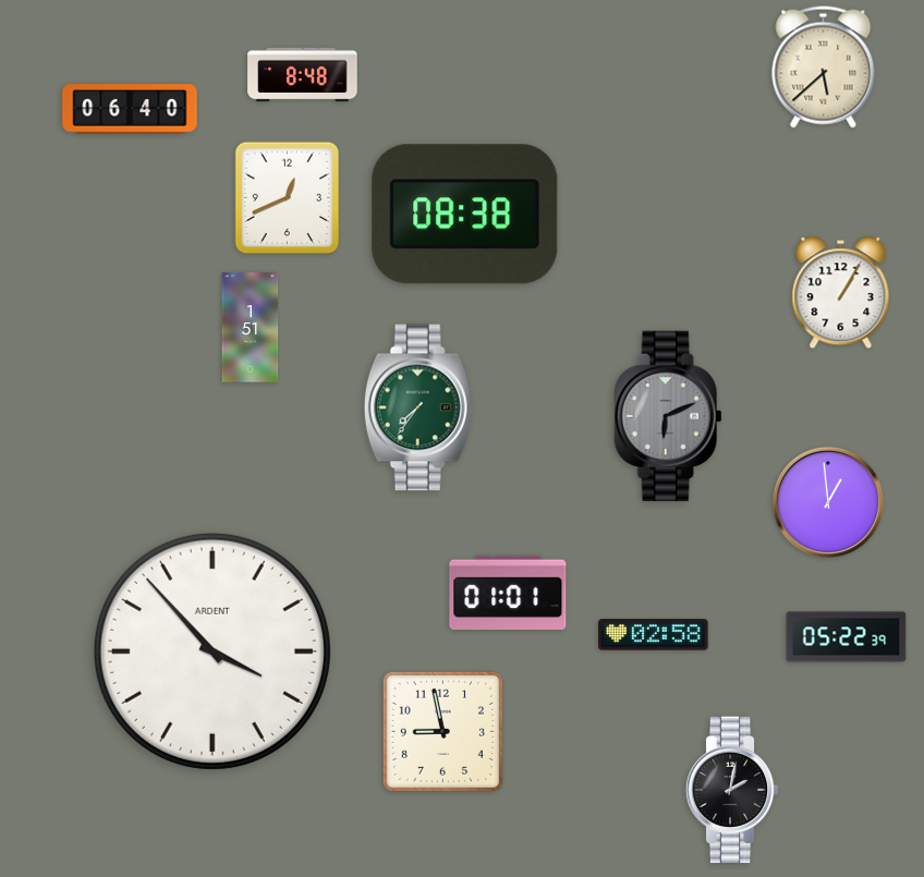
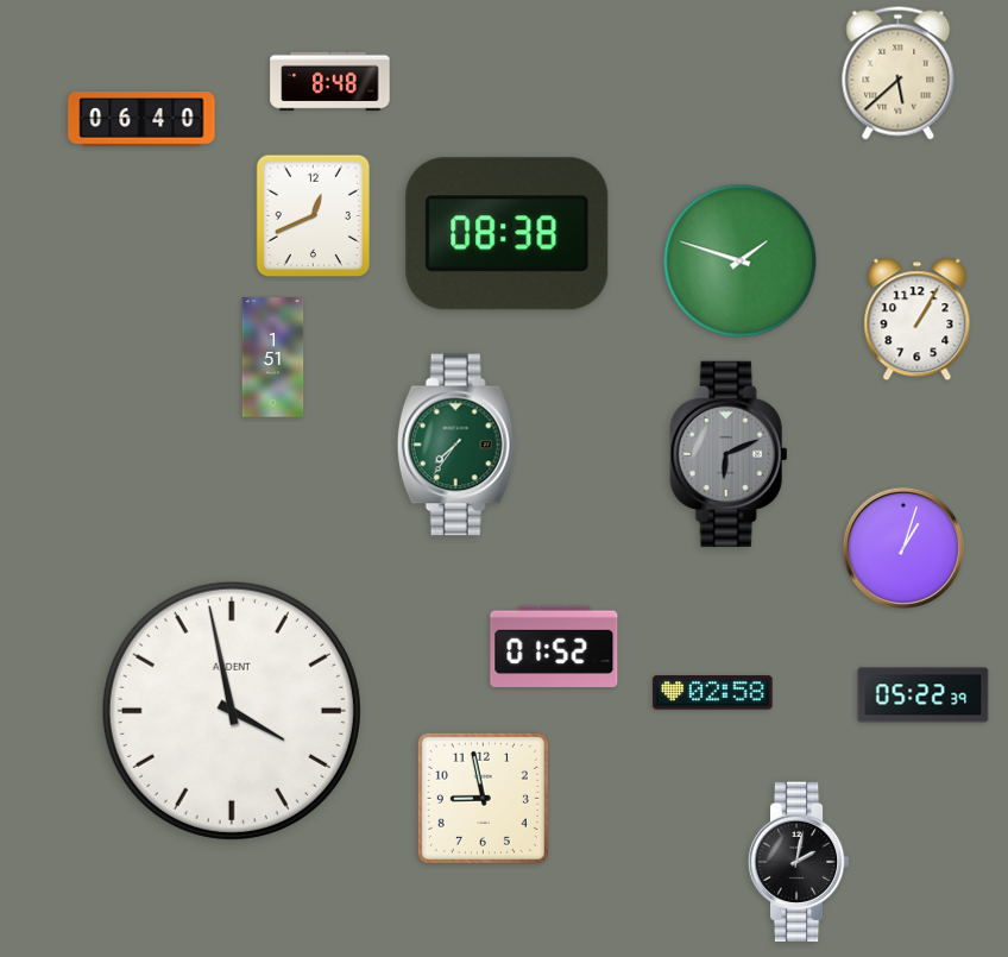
clock at (741, 262): none -> 1:48
clock at (828, 502): 12:59 -> 1:03
clock at (508, 592): 01:01 -> 01:52
clock at (212, 651): 3:53 -> 3:58
